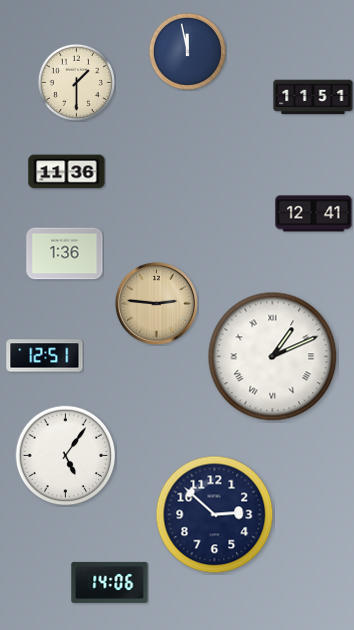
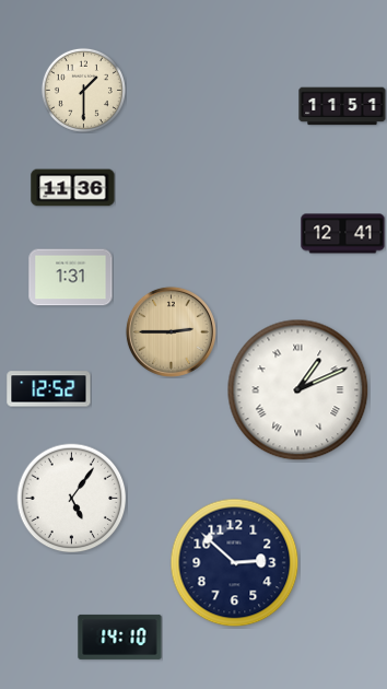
clock at (187, 51): 11:58 -> none
clock at (65, 254): 1:36 -> 1:31
clock at (156, 303): 2:46 -> 2:45
clock at (45, 356): 12:51 -> 12:52
clock at (110, 582): 14:06 -> 14:10
